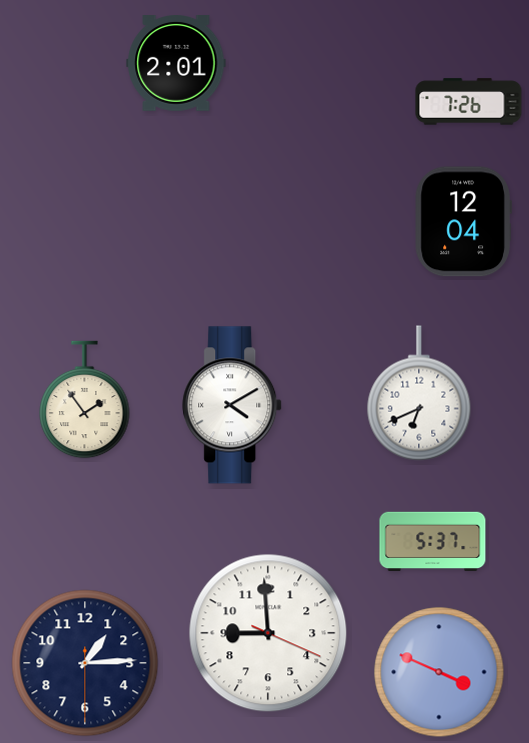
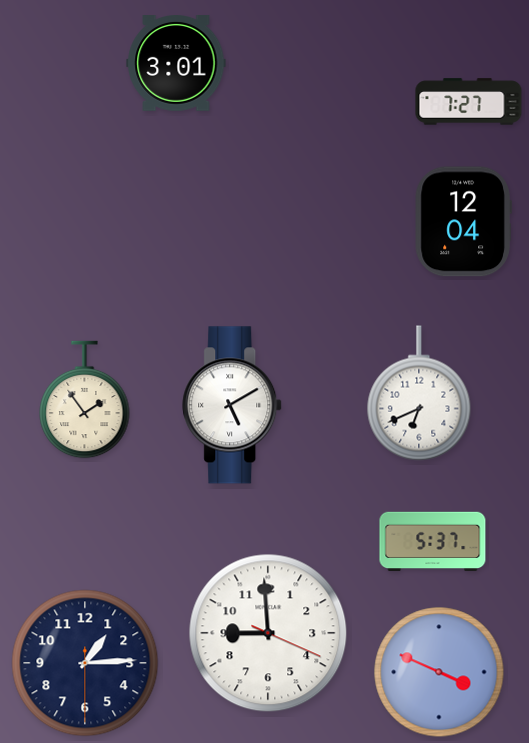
clock at (176, 64): 2:01 -> 3:01
clock at (469, 102): 7:26 -> 7:27
clock at (233, 405): 4:10 -> 5:10
